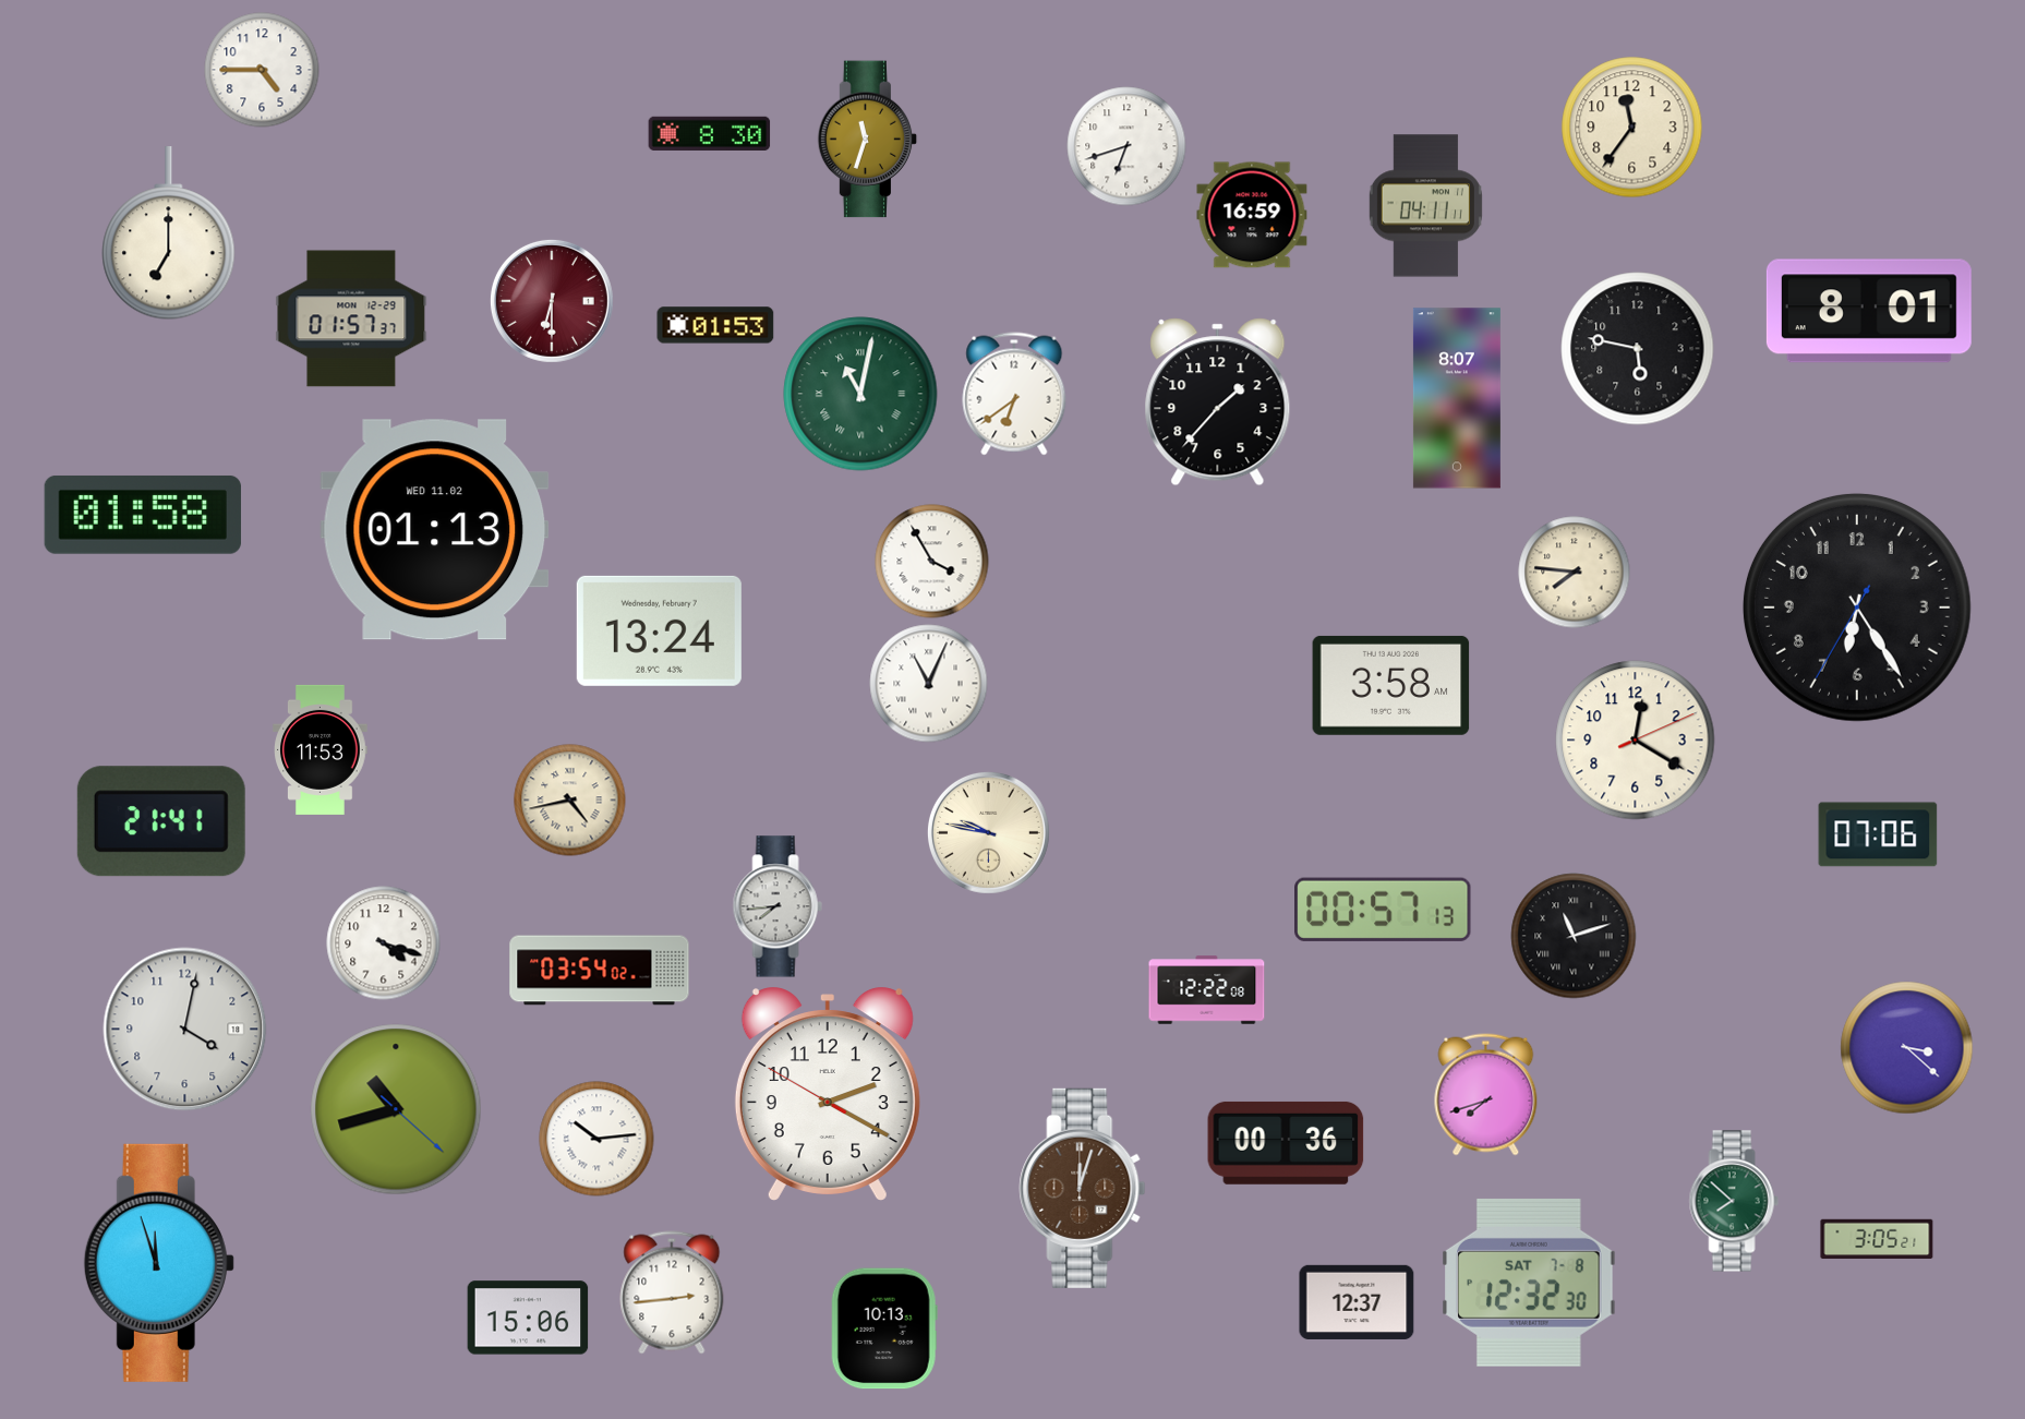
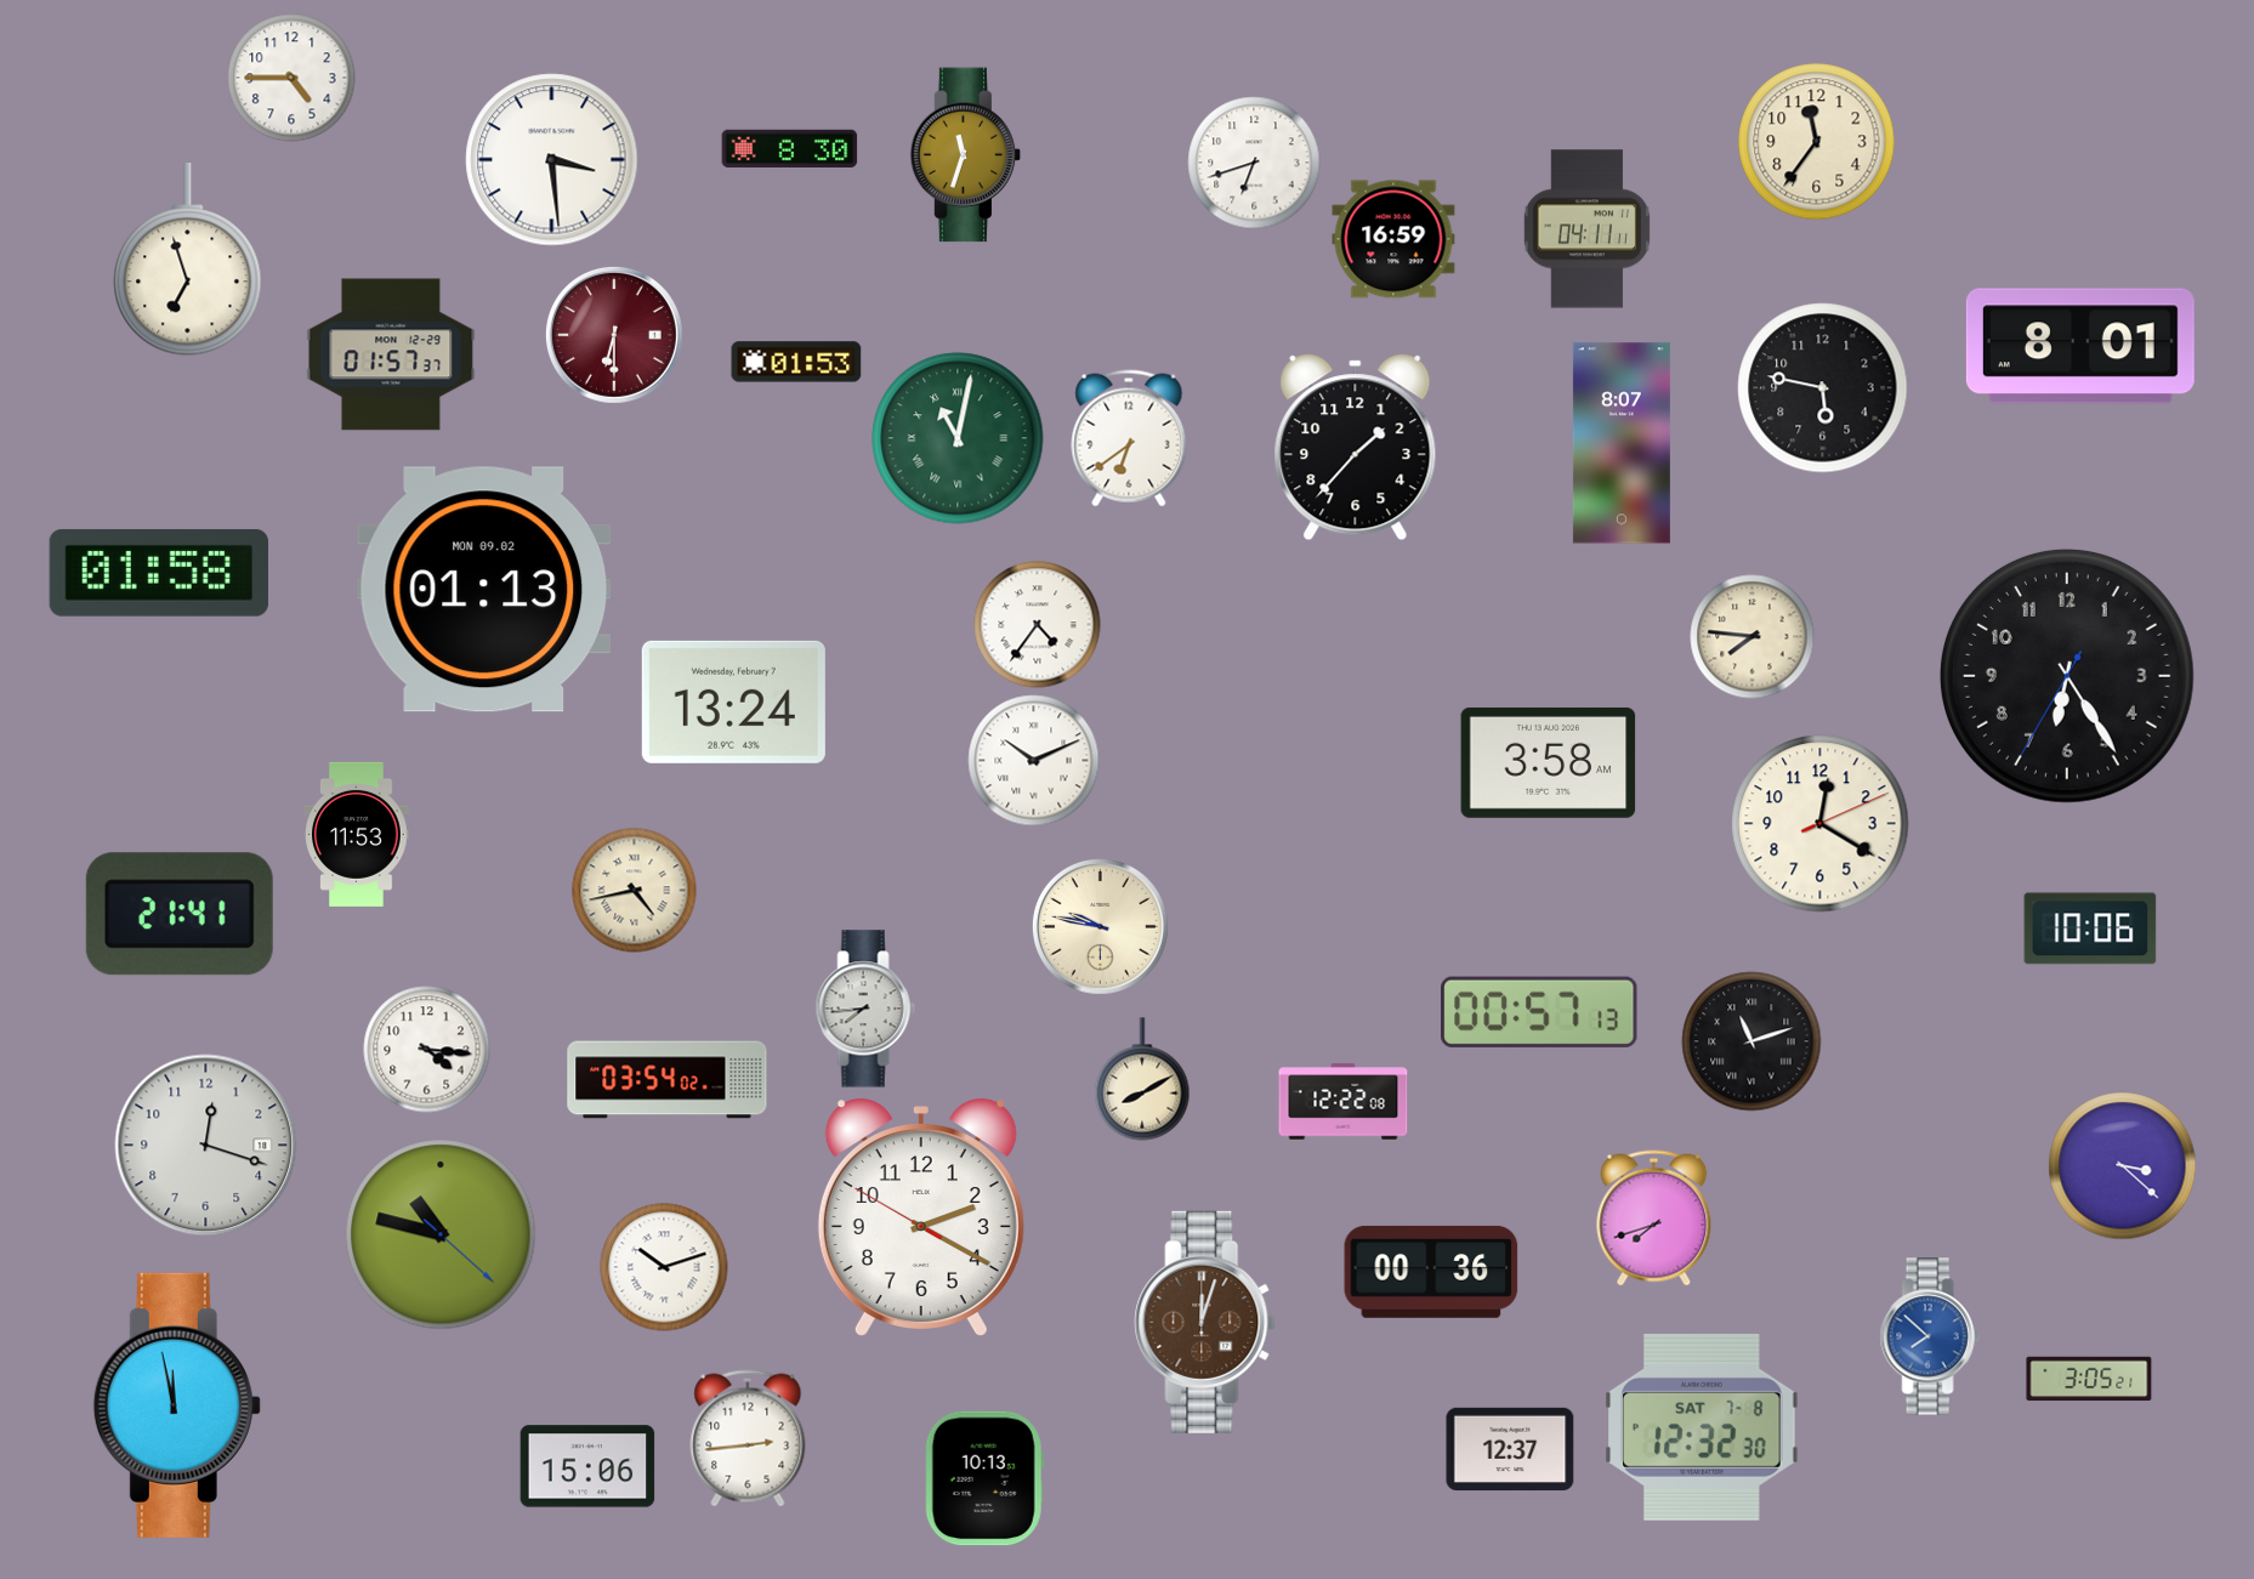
clock at (552, 160): none -> 3:29
clock at (169, 233): 7:00 -> 6:57
clock at (435, 530) date: WED 11.02 -> MON 09.02
clock at (932, 562): 3:55 -> 4:36
clock at (929, 684): 11:04 -> 10:11
clock at (1878, 834): 07:06 -> 10:06
clock at (384, 943): 4:18 -> 4:16
clock at (1142, 1079): none -> 8:10
clock at (185, 1030): 4:02 -> 12:18
clock at (396, 1109): 10:42 -> 10:47
clock at (596, 1139): 10:14 -> 10:12
clock at (1734, 1201) dial: green -> blue
clock at (159, 1263): 11:57 -> 11:58
